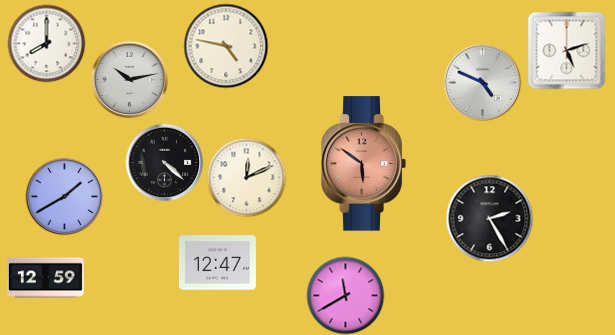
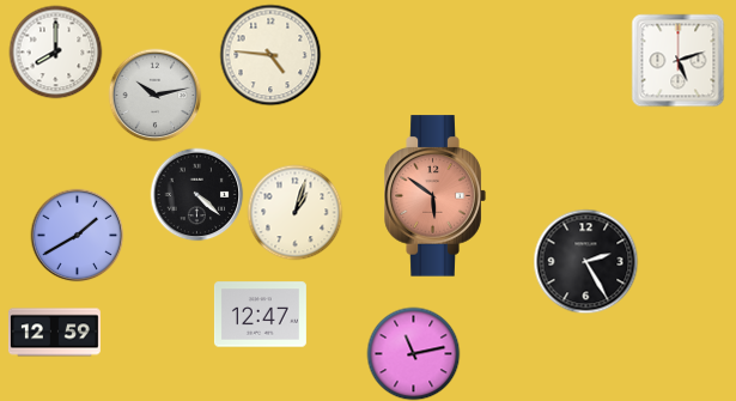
clock at (226, 46): 4:47 -> 4:46
clock at (482, 82): 4:49 -> none
clock at (246, 177): 12:11 -> 1:03
clock at (345, 295): 11:40 -> 11:13
